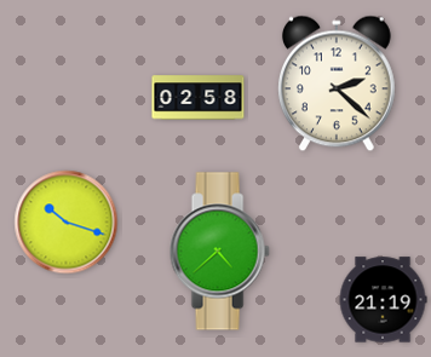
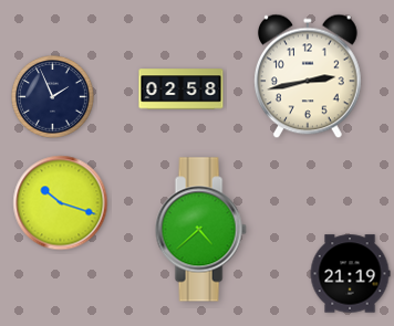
clock at (337, 84): 2:22 -> 2:43
clock at (53, 97): none -> 1:56
